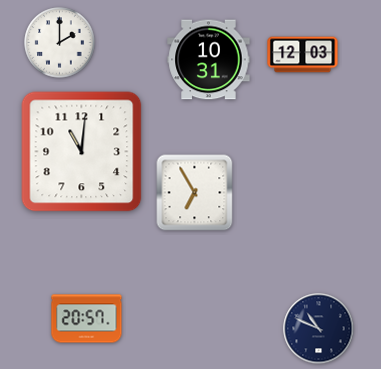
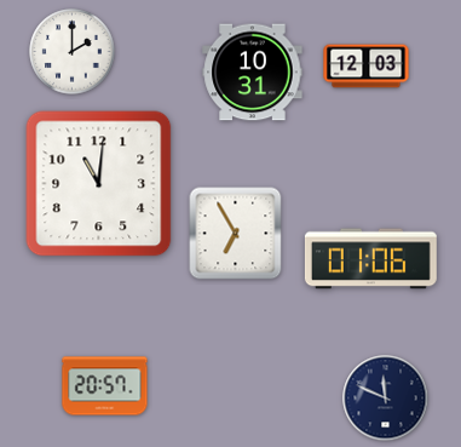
clock at (370, 259): none -> 01:06
clock at (319, 329): 10:49 -> 11:49
